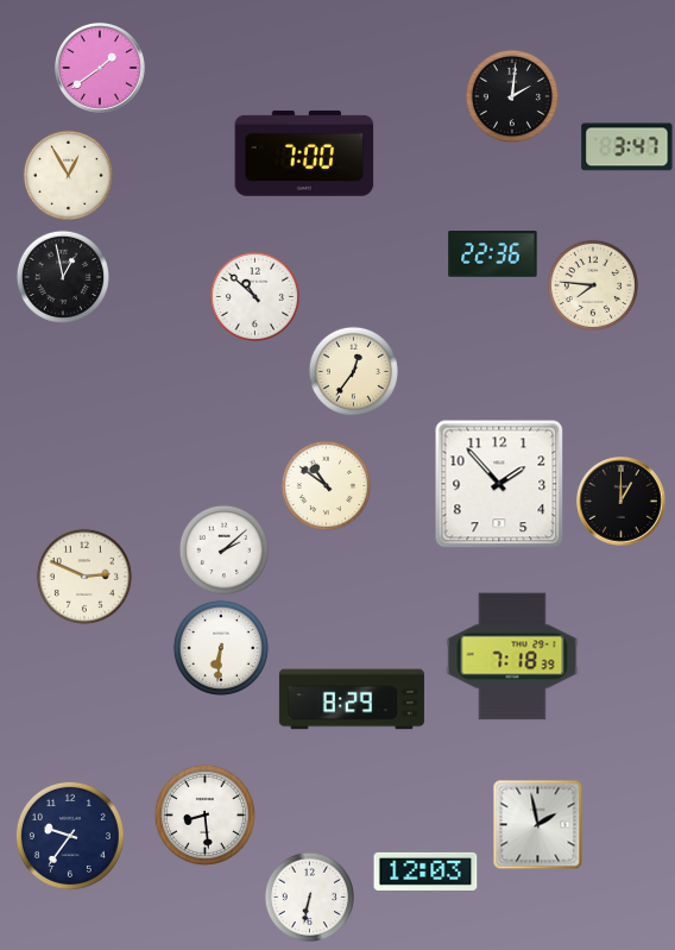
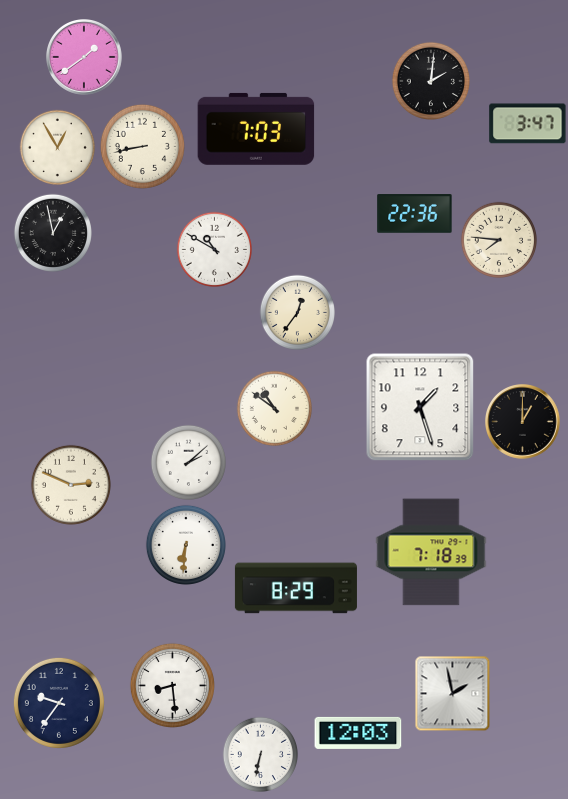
clock at (304, 153): 7:00 -> 7:03
clock at (142, 146): none -> 8:43
clock at (254, 296): 10:52 -> 10:50
clock at (499, 484): 1:53 -> 1:27
